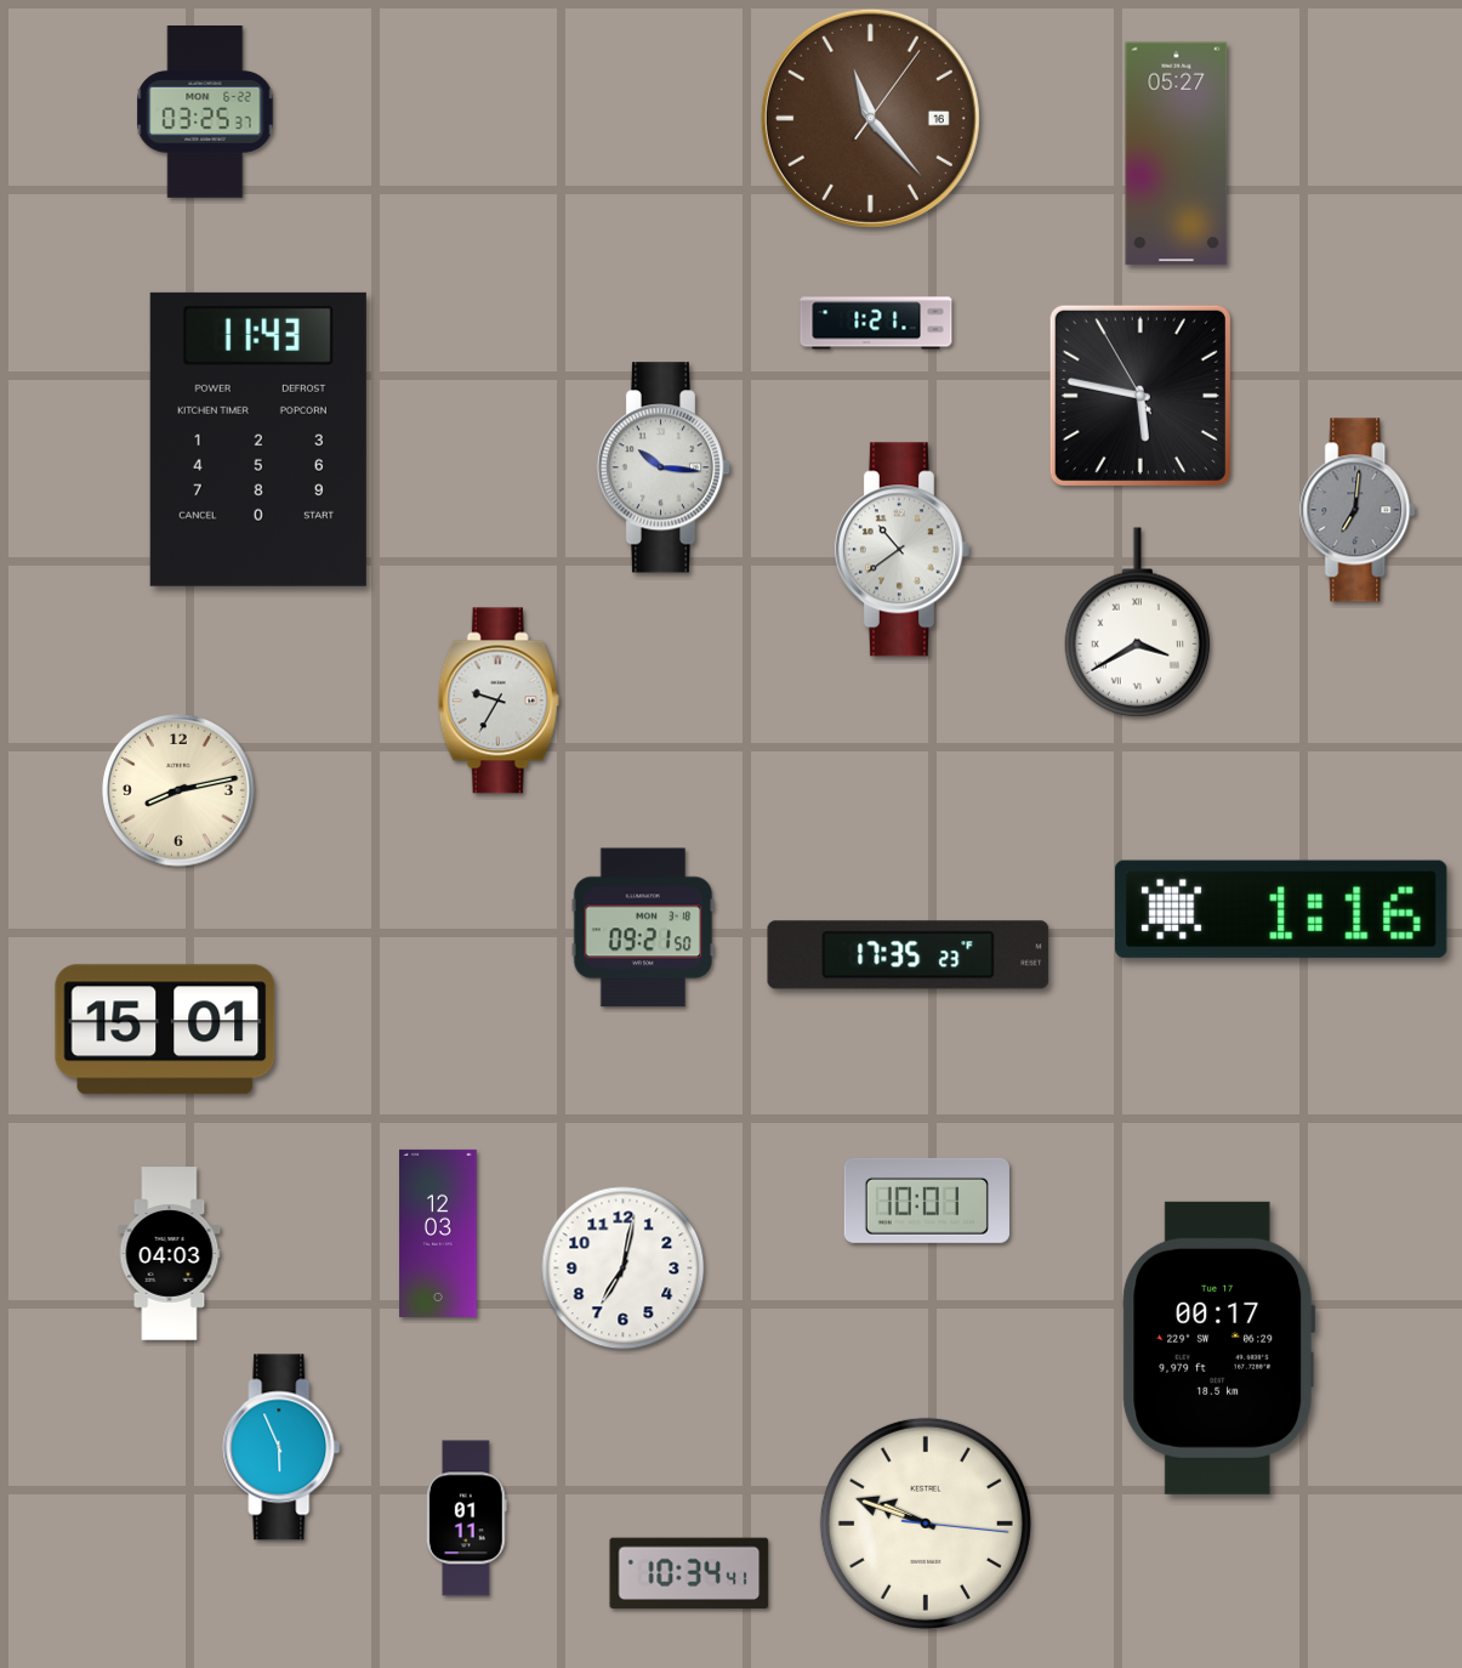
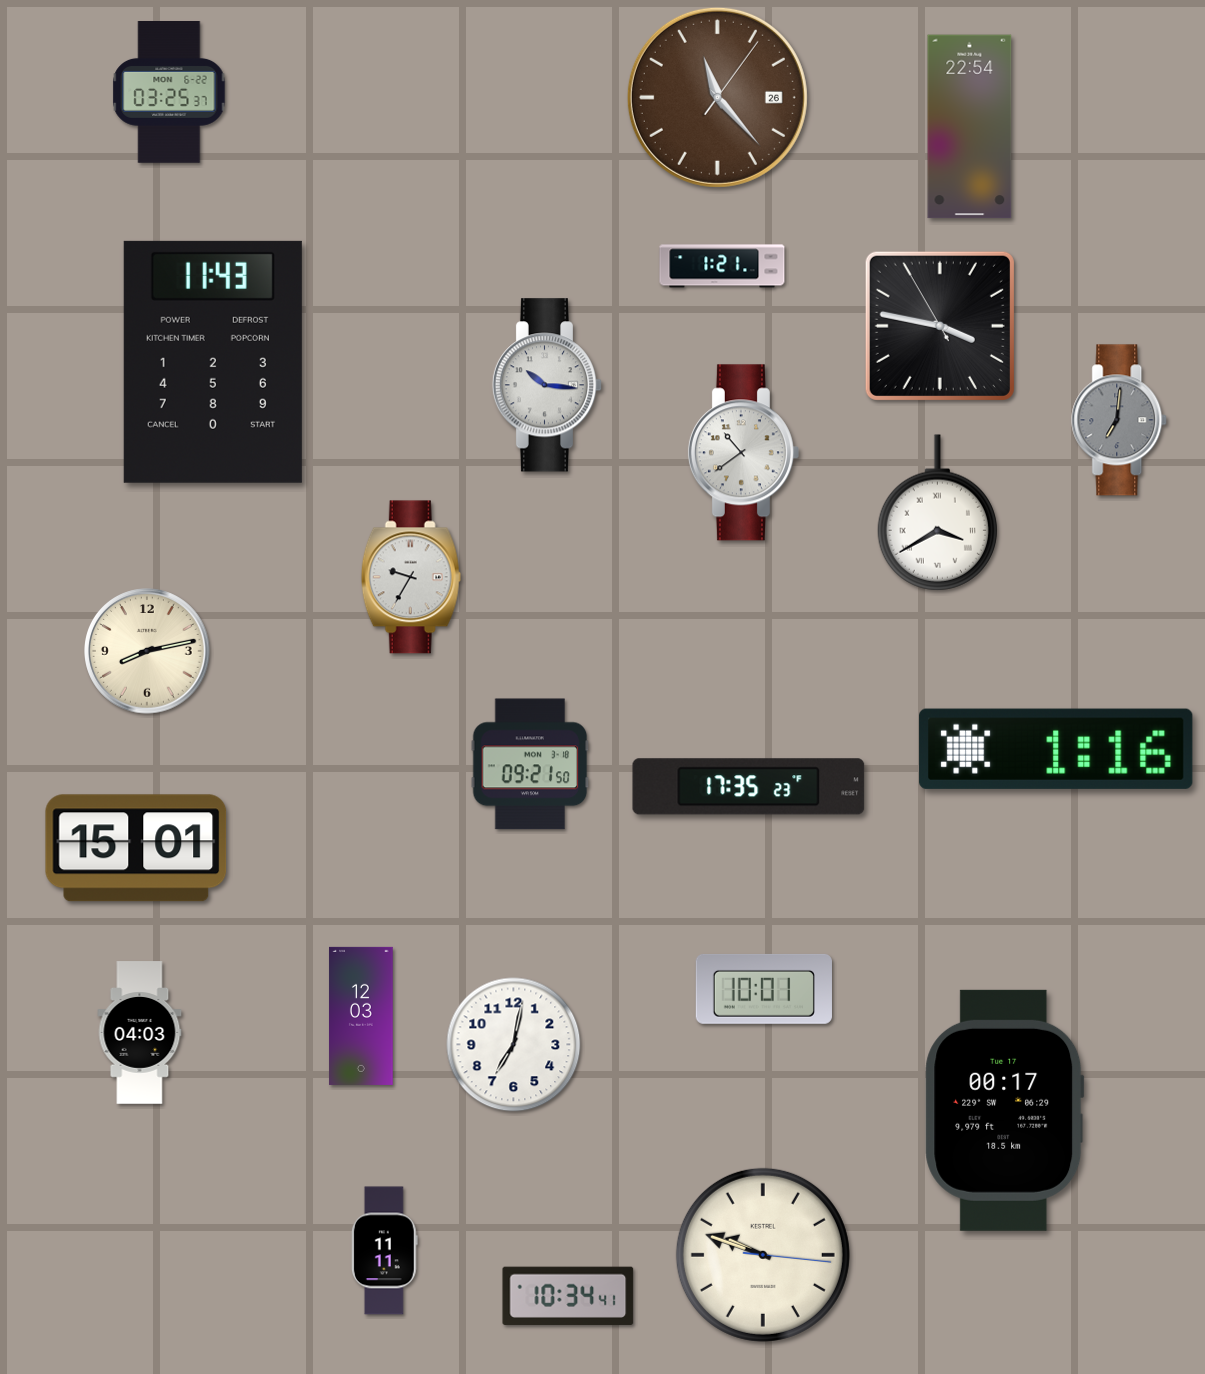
clock at (870, 118) date: 16 -> 26
clock at (1177, 154): 05:27 -> 22:54
clock at (1140, 396): 5:46 -> 3:46
clock at (281, 1447): 5:56 -> none
clock at (466, 1519): 01:11 -> 11:11
